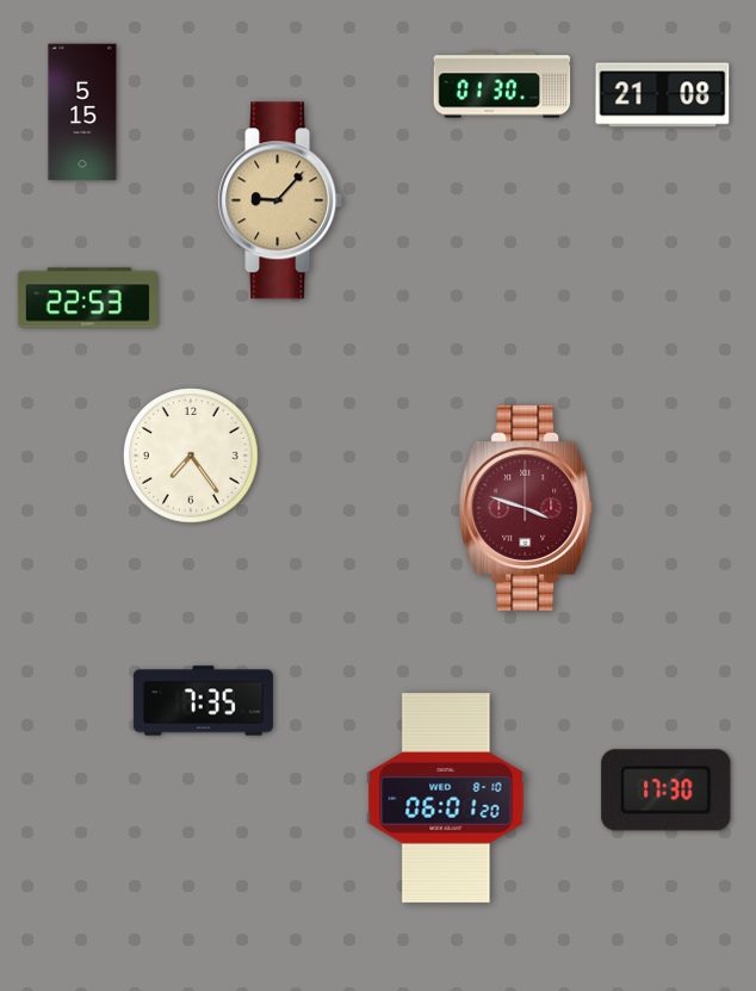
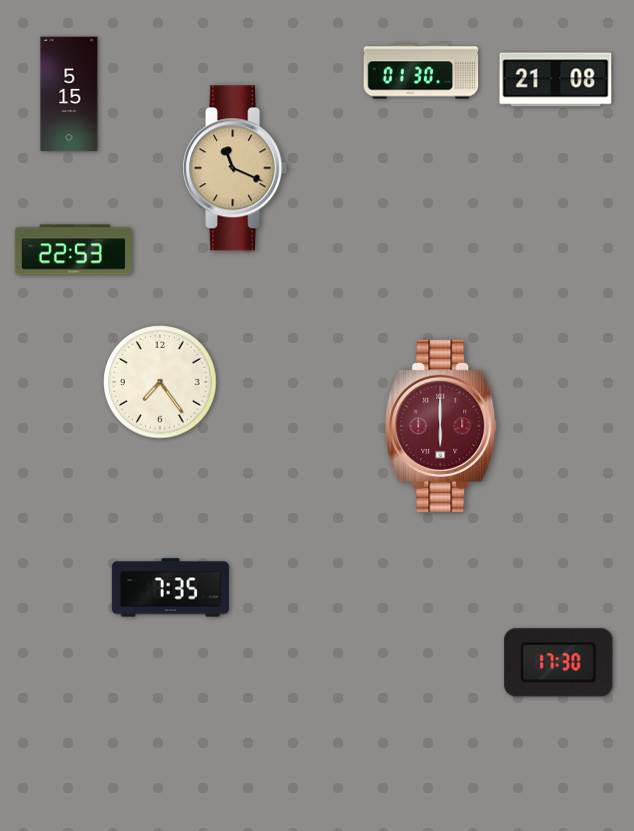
clock at (280, 200): 9:07 -> 11:19
clock at (526, 508): 3:48 -> 6:00
clock at (446, 798): 06:01 -> none
